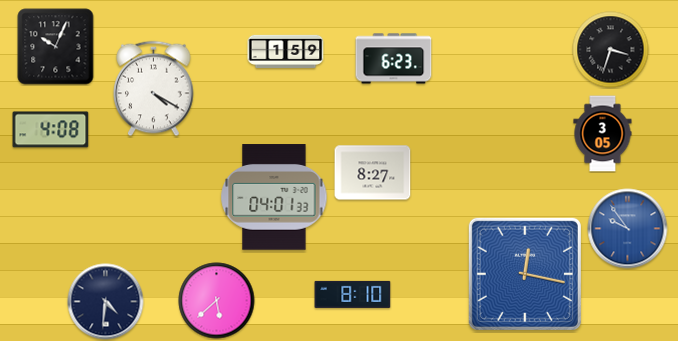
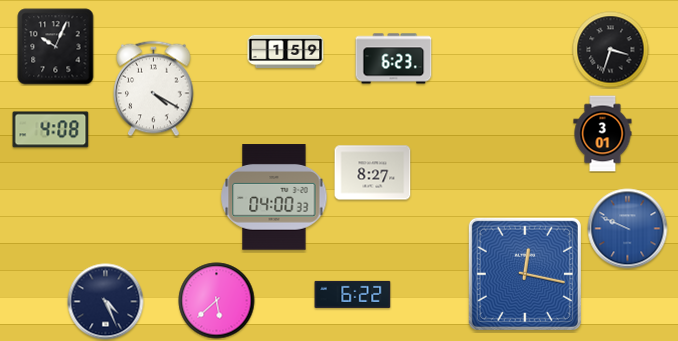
clock at (603, 134): 3:05 -> 3:01
clock at (274, 197): 04:01 -> 04:00
clock at (628, 229): 9:54 -> 9:49
clock at (353, 294): 8:10 -> 6:22
clock at (106, 302): 4:31 -> 4:26
